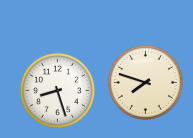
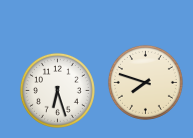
clock at (57, 90): 8:27 -> 6:27
